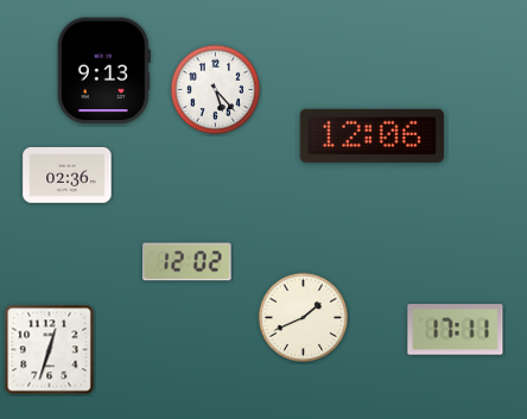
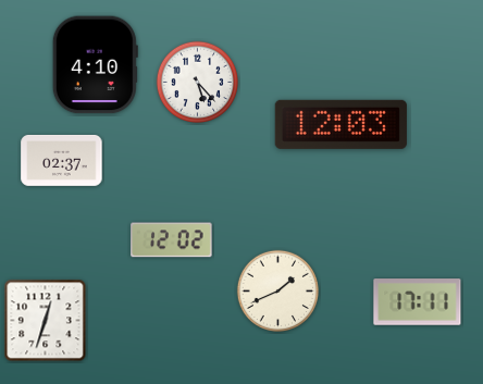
clock at (103, 71): 9:13 -> 4:10
clock at (372, 135): 12:06 -> 12:03
clock at (68, 174): 02:36 -> 02:37
